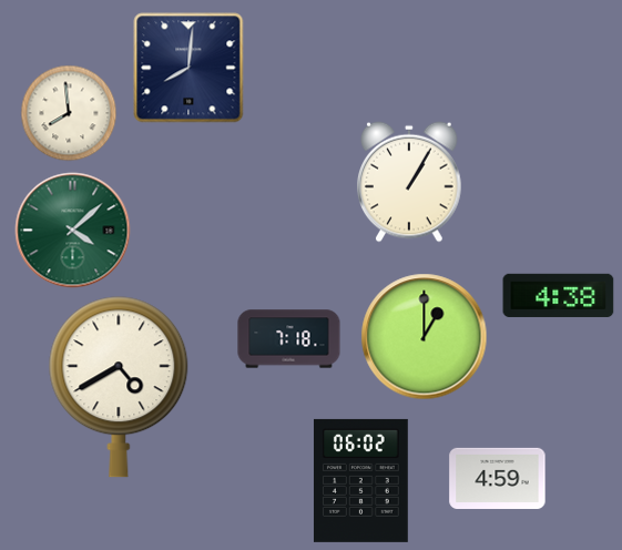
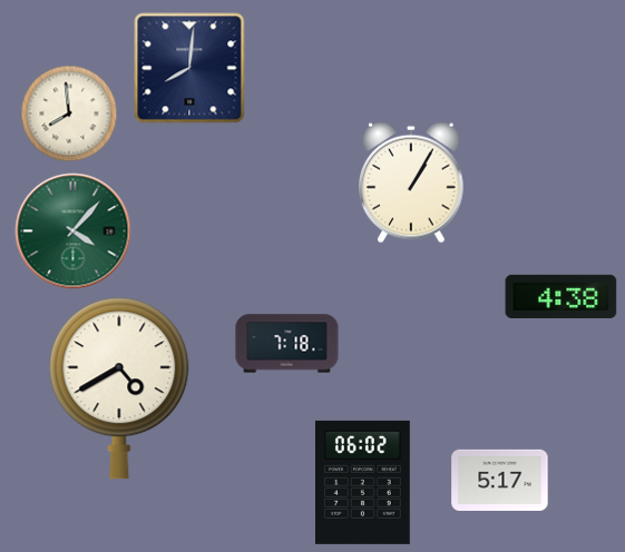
clock at (73, 231): 4:08 -> 4:07
clock at (425, 337): 1:00 -> none
clock at (289, 339) position: (289, 339) -> (287, 344)
clock at (498, 478): 4:59 -> 5:17
